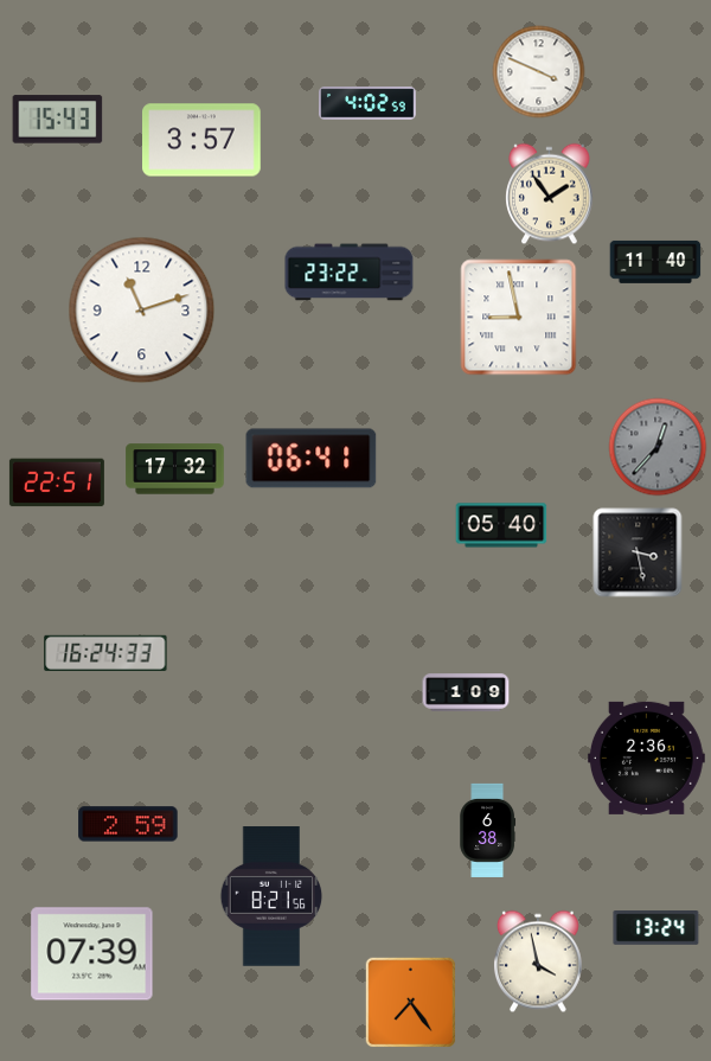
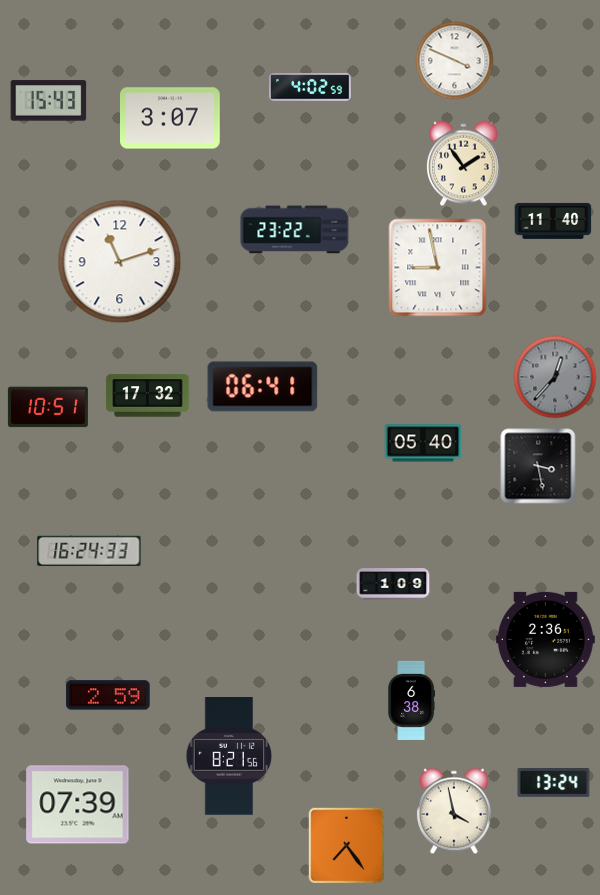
clock at (203, 140): 3:57 -> 3:07
clock at (57, 482): 22:51 -> 10:51
